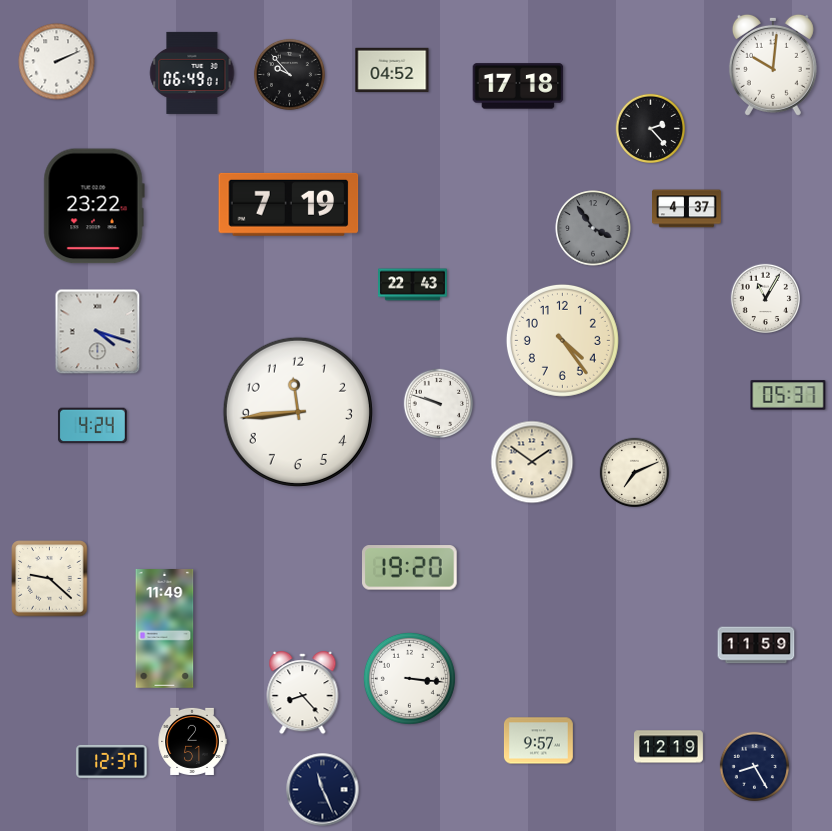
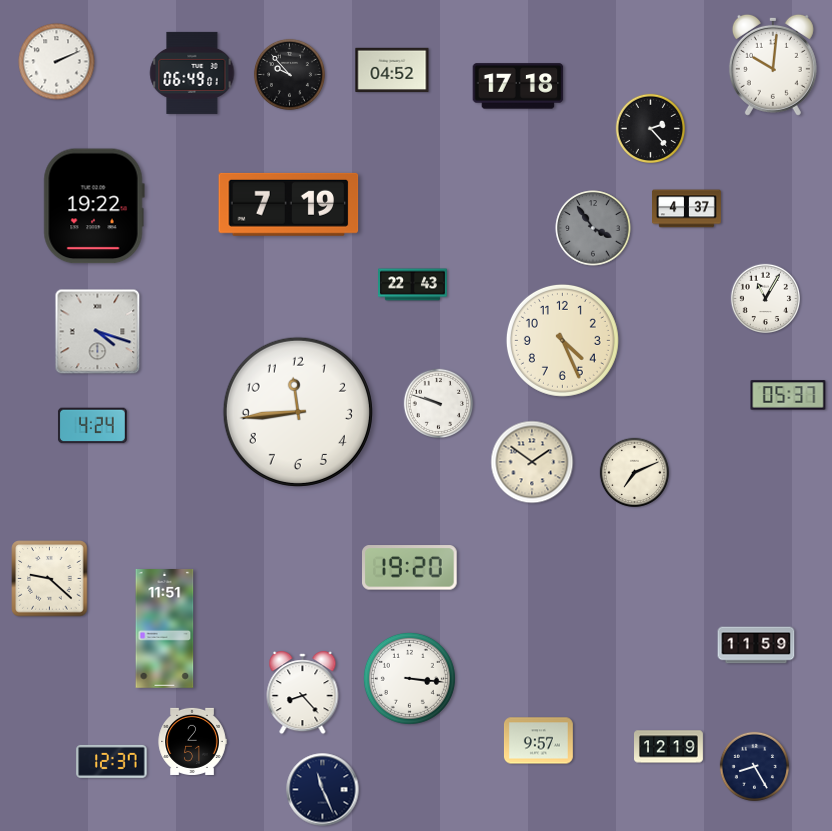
clock at (94, 206): 23:22 -> 19:22
clock at (562, 340): 4:24 -> 4:26
clock at (165, 629): 11:49 -> 11:51
